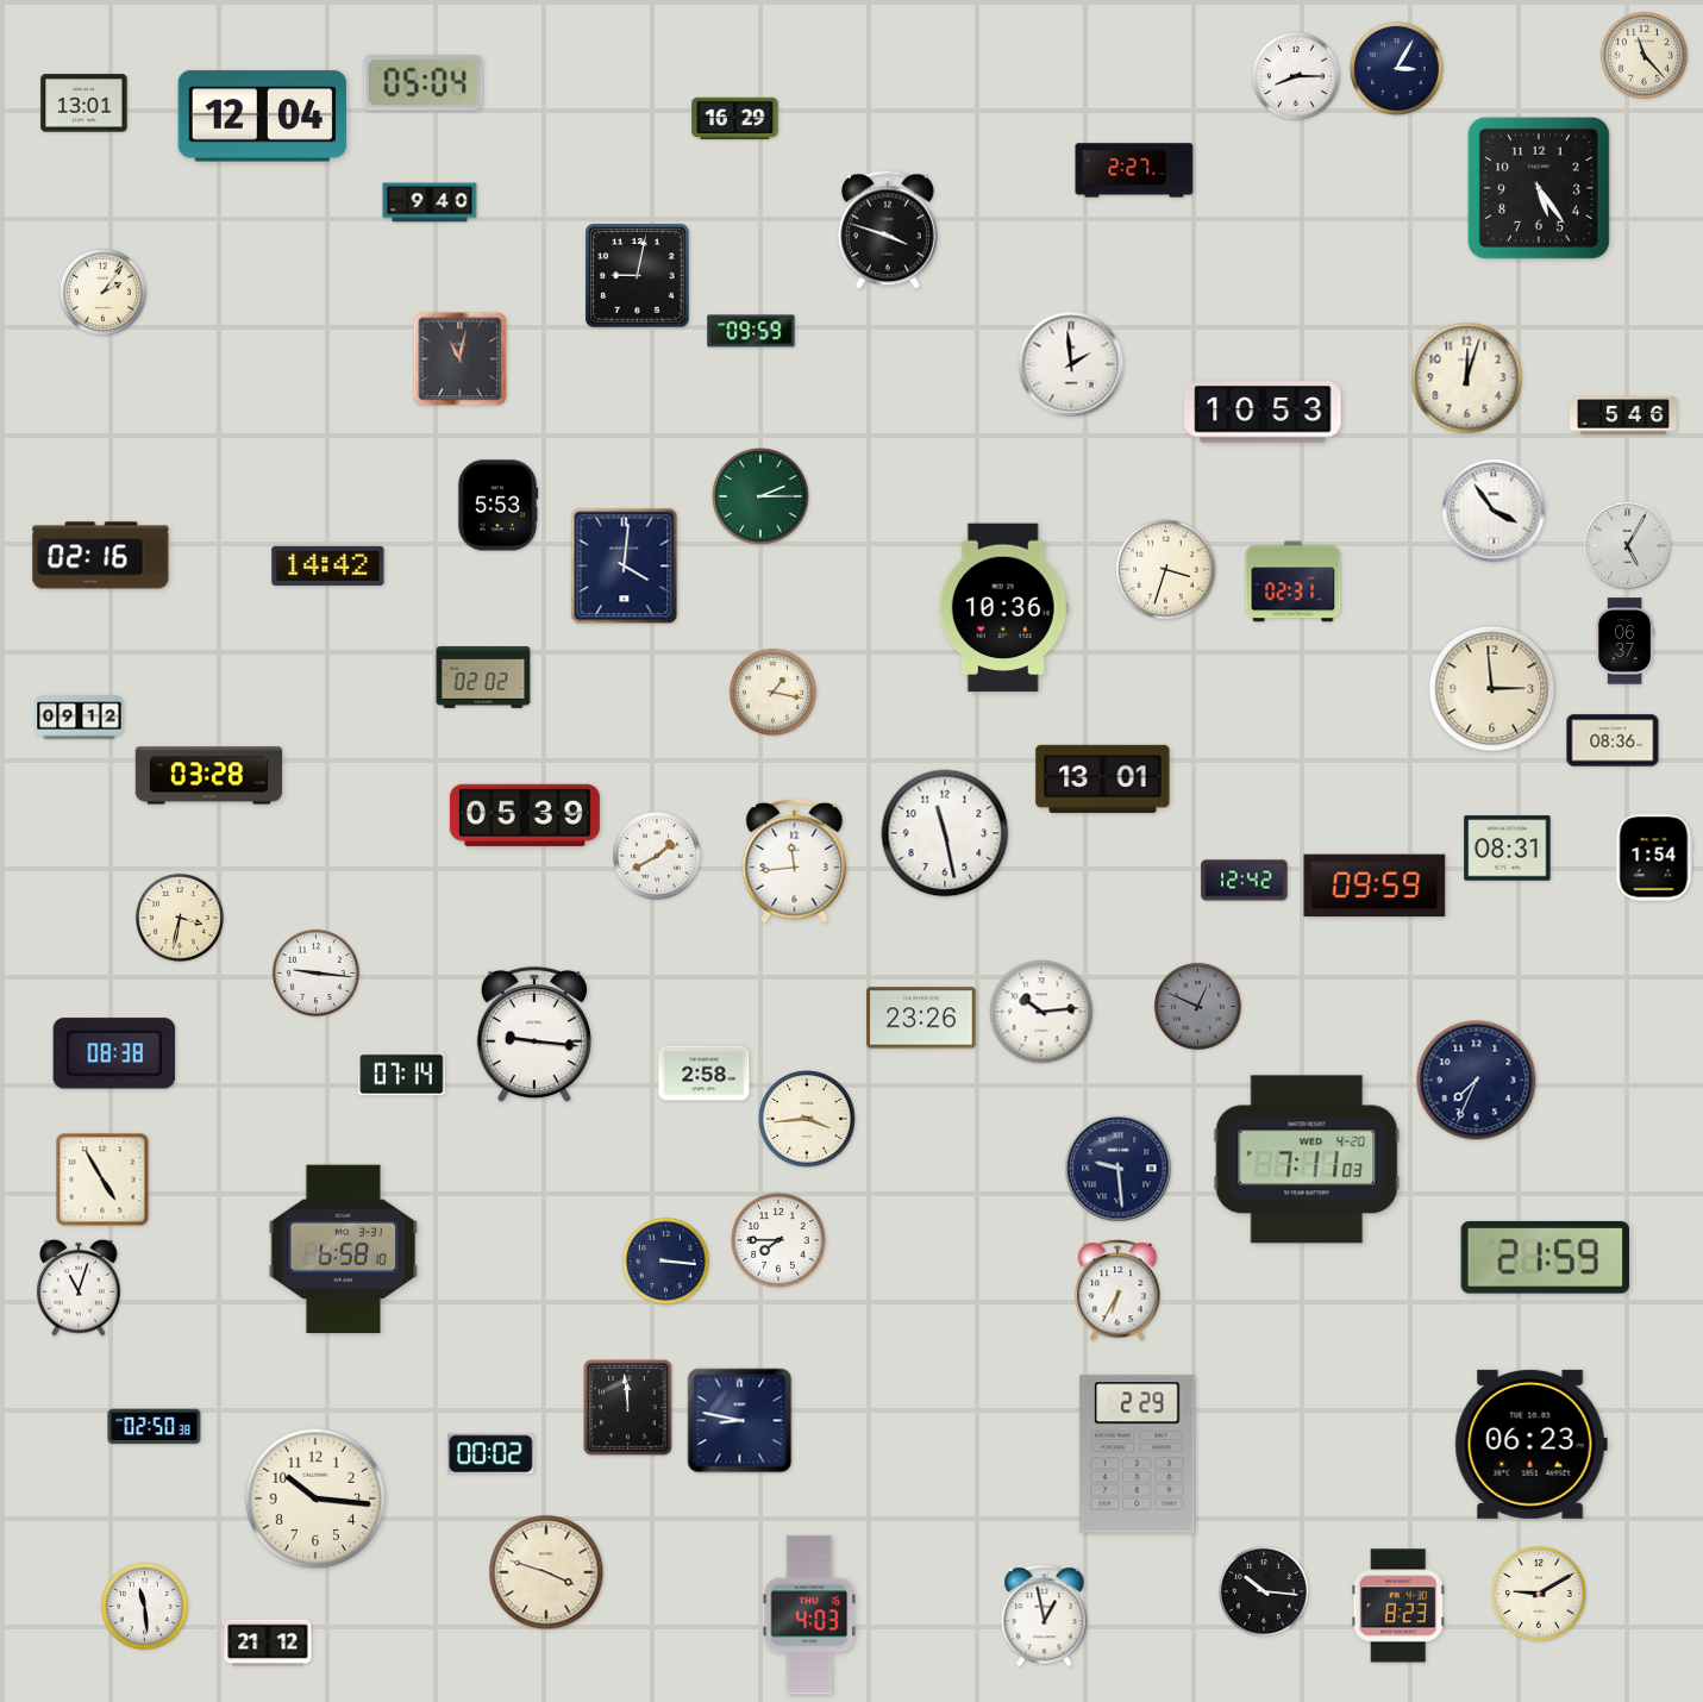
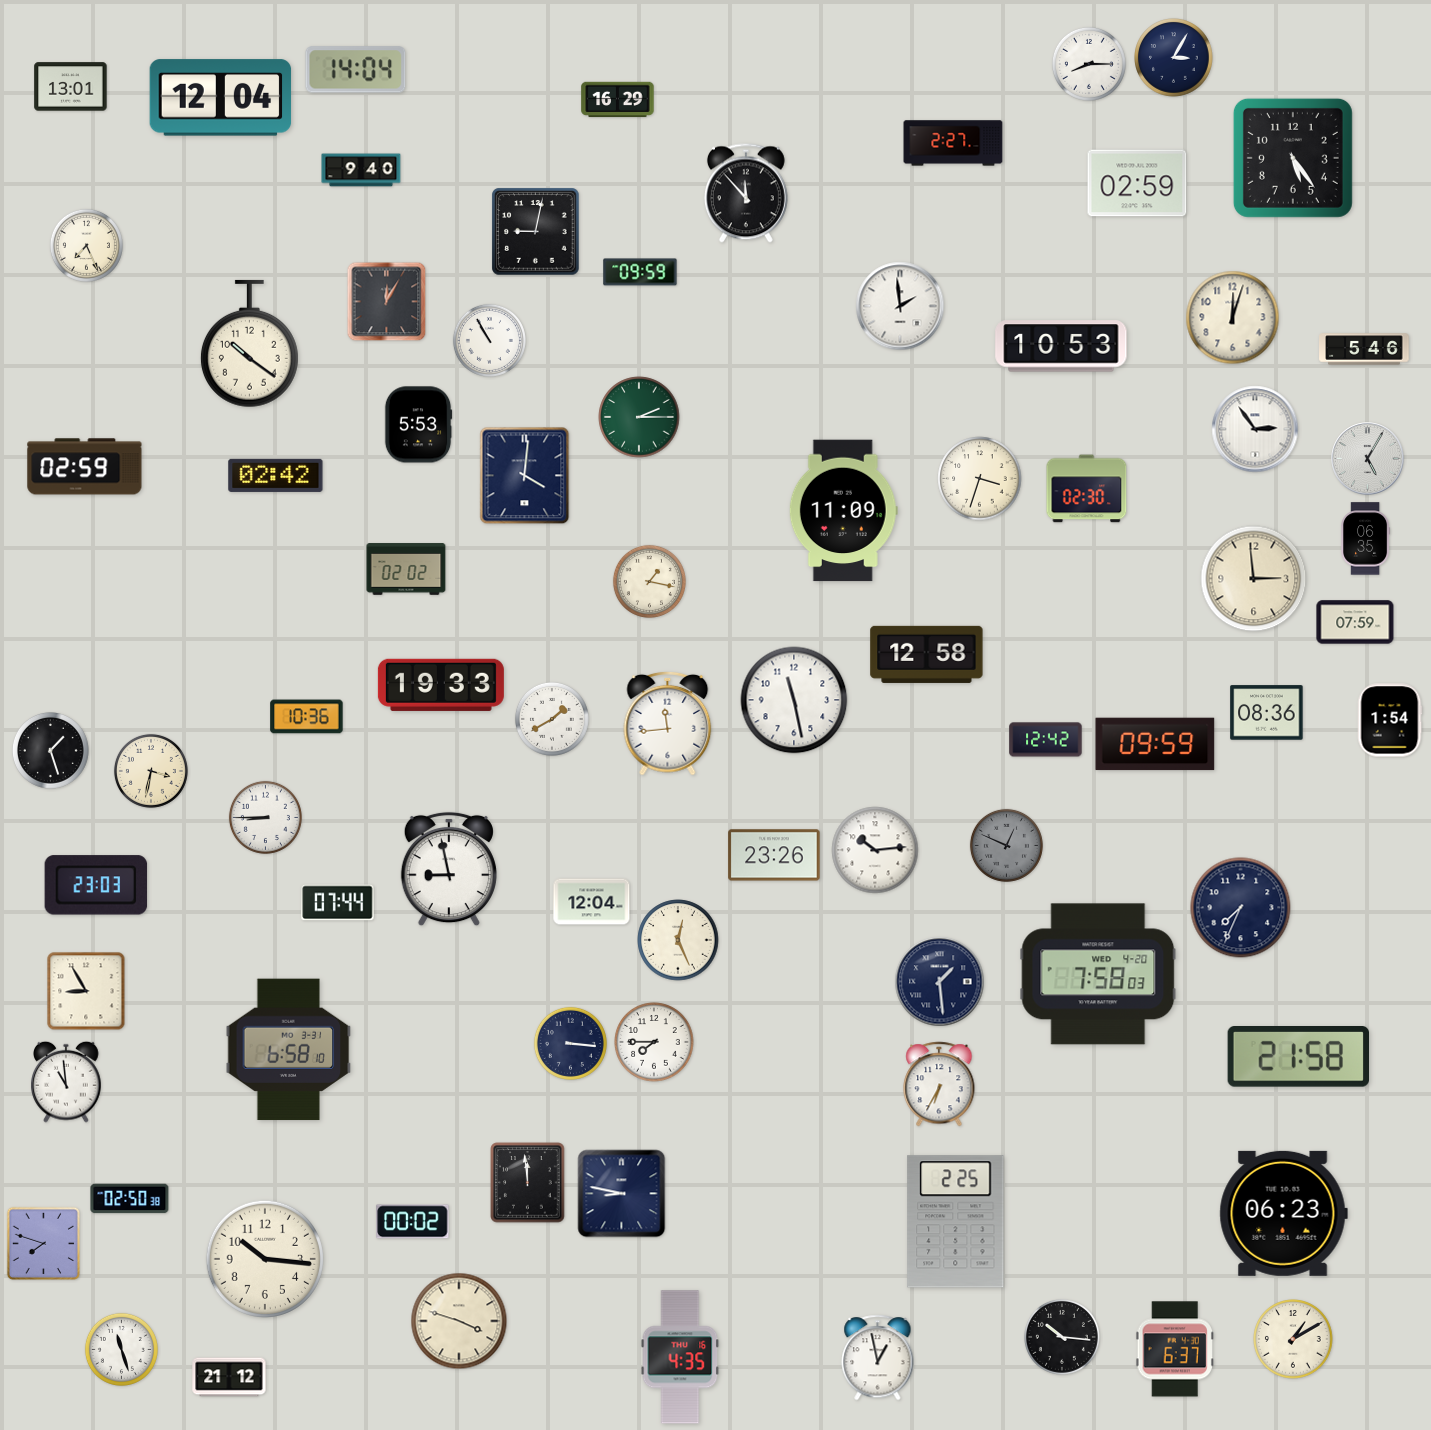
clock at (1643, 55): 11:23 -> none
clock at (424, 83): 05:04 -> 14:04
clock at (1137, 183): none -> 02:59
clock at (888, 230): 3:48 -> 11:53
clock at (102, 292): 2:06 -> 7:26
clock at (751, 331) position: (751, 331) -> (640, 272)
clock at (461, 359): 11:02 -> 12:05
clock at (489, 340): none -> 10:55
clock at (249, 344): none -> 10:21
clock at (1494, 511): 3:54 -> 2:54
clock at (101, 556): 02:16 -> 02:59
clock at (328, 565): 14:42 -> 02:42
clock at (1294, 582): 02:31 -> 02:30
clock at (1003, 608): 10:36 -> 11:09
clock at (1626, 642): 06:37 -> 06:35
clock at (80, 718): 09:12 -> none
clock at (1613, 740): 08:36 -> 07:59
clock at (209, 776): 03:28 -> none
clock at (1103, 778): 13:01 -> 12:58
clock at (525, 815): 05:39 -> 19:33
clock at (1508, 849): 08:31 -> 08:36
clock at (307, 717): none -> 10:36
clock at (51, 751): none -> 1:27
clock at (315, 972): 9:16 -> 8:45
clock at (534, 1034): 9:16 -> 8:58
clock at (114, 1053): 08:38 -> 23:03
clock at (705, 1074): 2:58 -> 12:04
clock at (402, 1075): 07:14 -> 07:44
clock at (807, 1119): 3:44 -> 12:26
clock at (1307, 1159): 7:11 -> 7:58
clock at (1119, 1169): 9:29 -> 1:29
clock at (102, 1179): 4:55 -> 8:55
clock at (1545, 1258): 21:59 -> 21:58
clock at (665, 1260) position: (665, 1260) -> (570, 1043)
clock at (79, 1288): 11:03 -> 10:59
clock at (1530, 1444) position: (1530, 1444) -> (1283, 1213)
clock at (1138, 1454): 2:29 -> 2:25
clock at (43, 1243): none -> 7:48
clock at (1539, 1594): 9:10 -> 1:10
clock at (144, 1606): 11:29 -> 11:27
clock at (1398, 1606): 8:23 -> 6:37
clock at (809, 1615): 4:03 -> 4:35
clock at (268, 1642) position: (268, 1642) -> (229, 1377)
